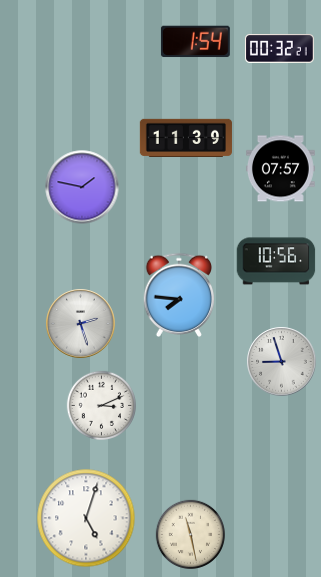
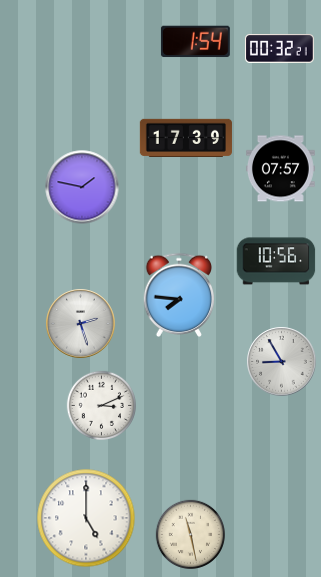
clock at (186, 137): 11:39 -> 17:39
clock at (282, 362): 8:57 -> 8:55
clock at (86, 518): 5:03 -> 5:00
